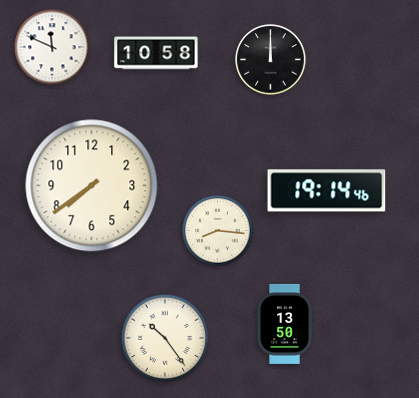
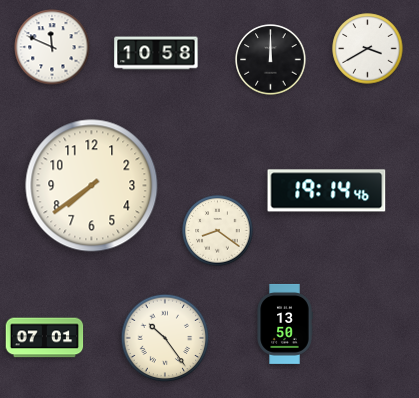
clock at (368, 49): none -> 3:40
clock at (218, 231): 8:16 -> 8:21
clock at (45, 338): none -> 07:01
